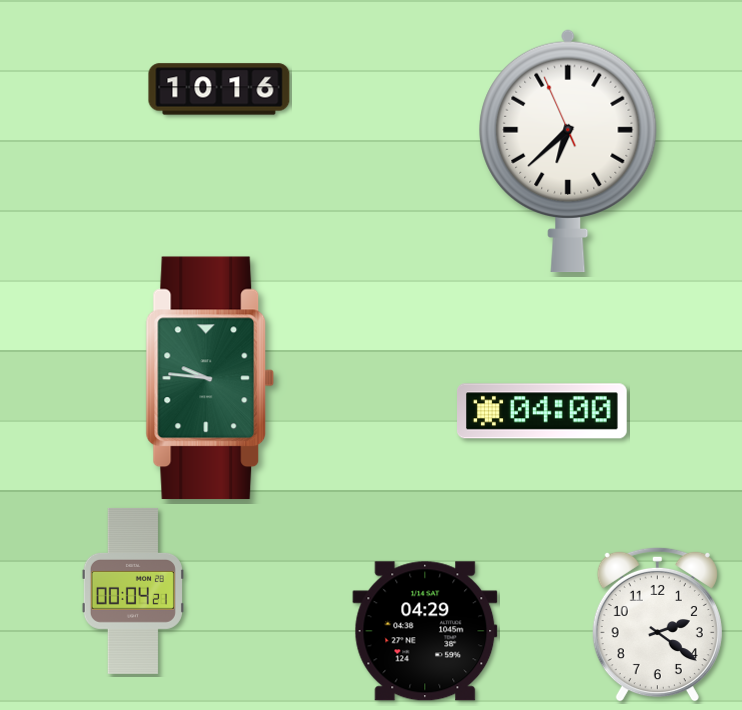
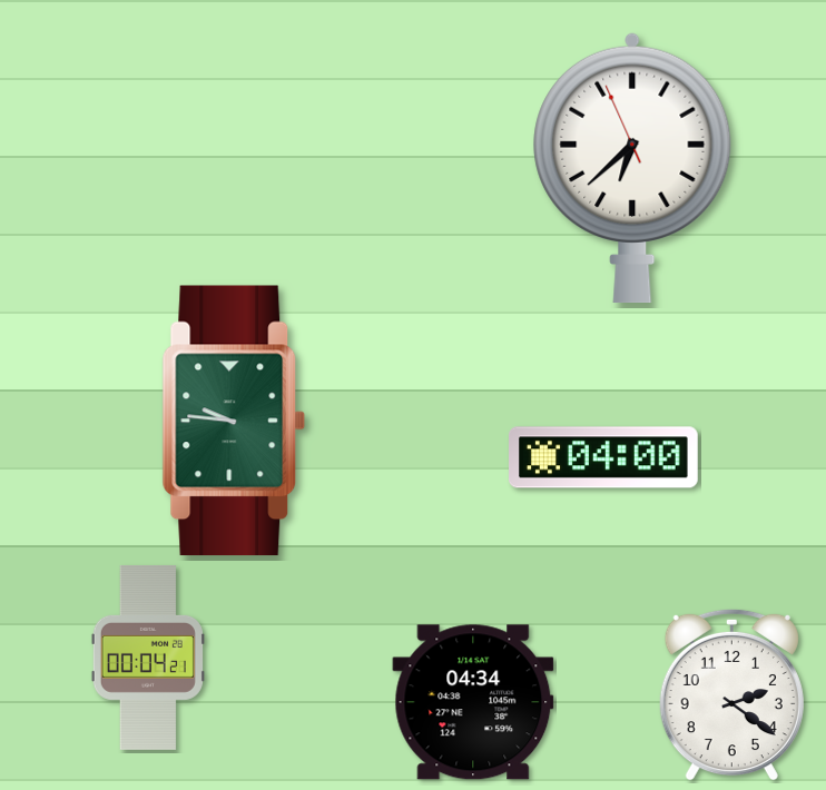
clock at (219, 89): 10:16 -> none
clock at (425, 631): 04:29 -> 04:34
